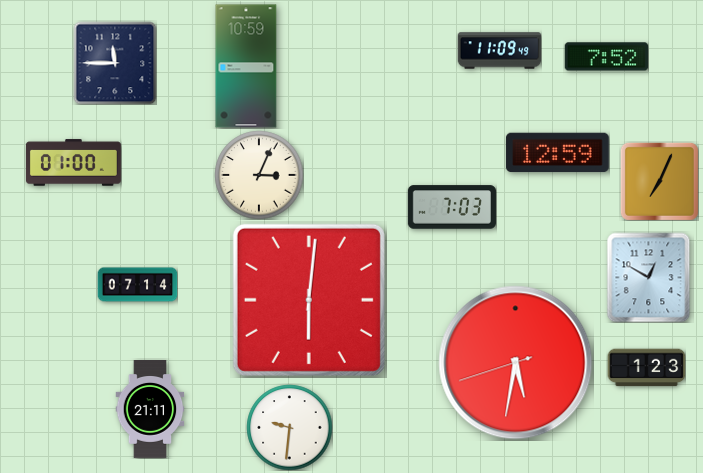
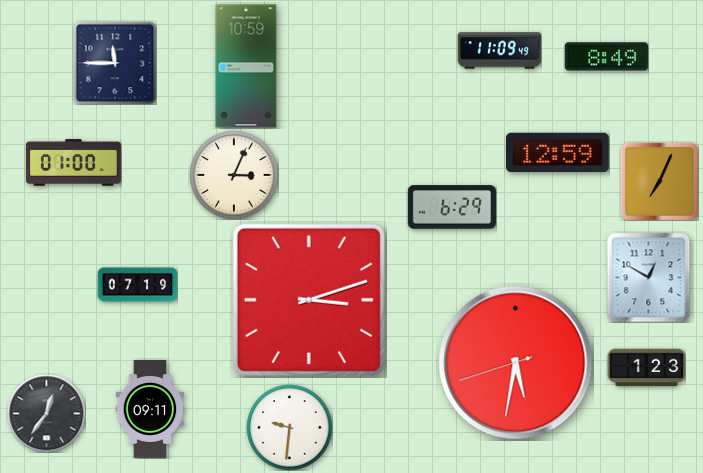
clock at (606, 57): 7:52 -> 8:49
clock at (259, 175) position: (259, 175) -> (234, 175)
clock at (452, 207): 7:03 -> 6:29
clock at (137, 285): 07:14 -> 07:19
clock at (309, 300): 6:01 -> 3:12
clock at (150, 409): 21:11 -> 09:11
clock at (46, 413): none -> 12:36
